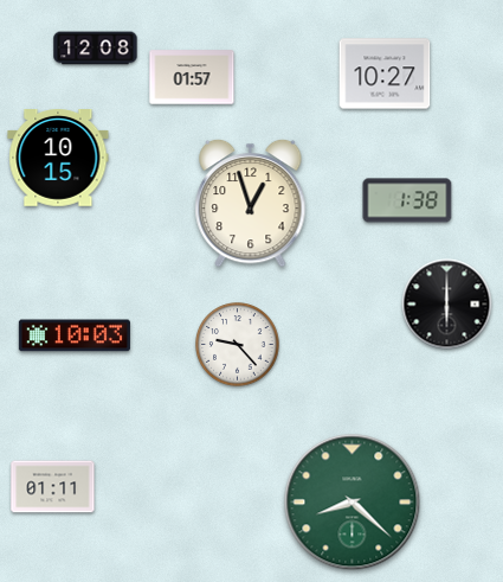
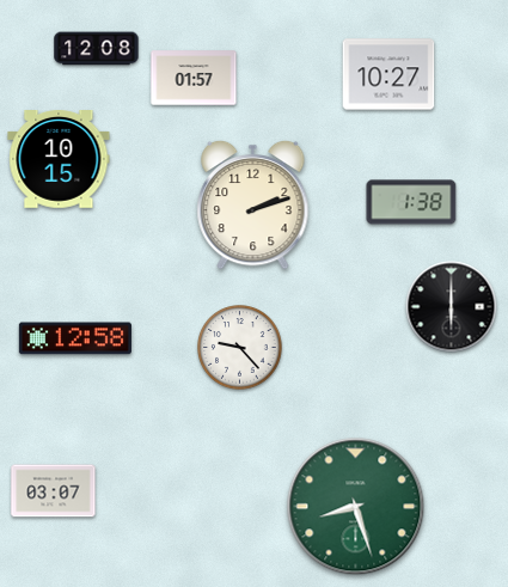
clock at (251, 203): 12:57 -> 2:12
clock at (75, 335): 10:03 -> 12:58
clock at (53, 487): 01:11 -> 03:07
clock at (353, 503): 8:22 -> 8:27
